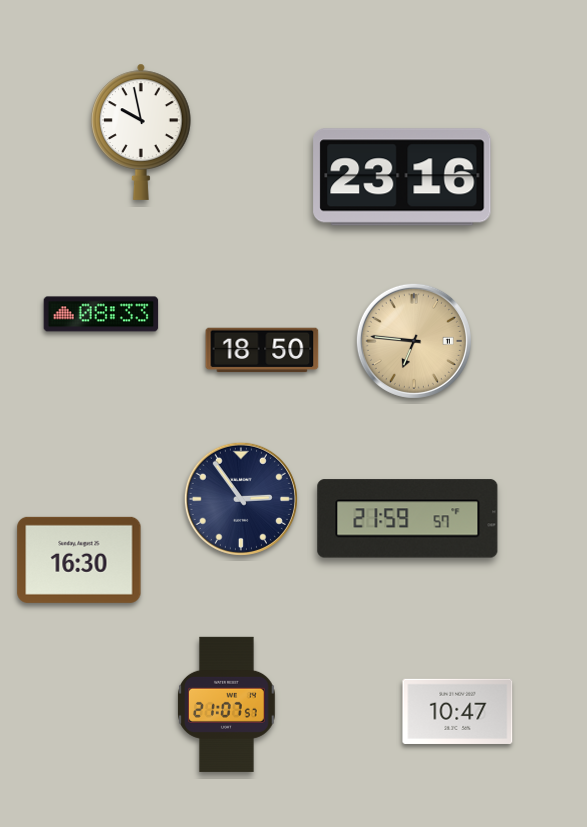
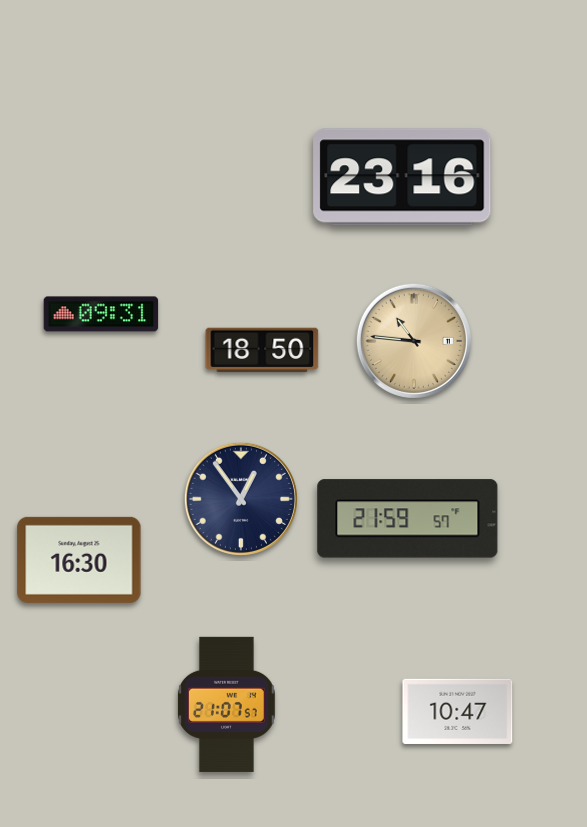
clock at (142, 132): 9:58 -> none
clock at (101, 314): 08:33 -> 09:31
clock at (414, 341): 6:46 -> 10:46
clock at (241, 499): 2:54 -> 12:54
